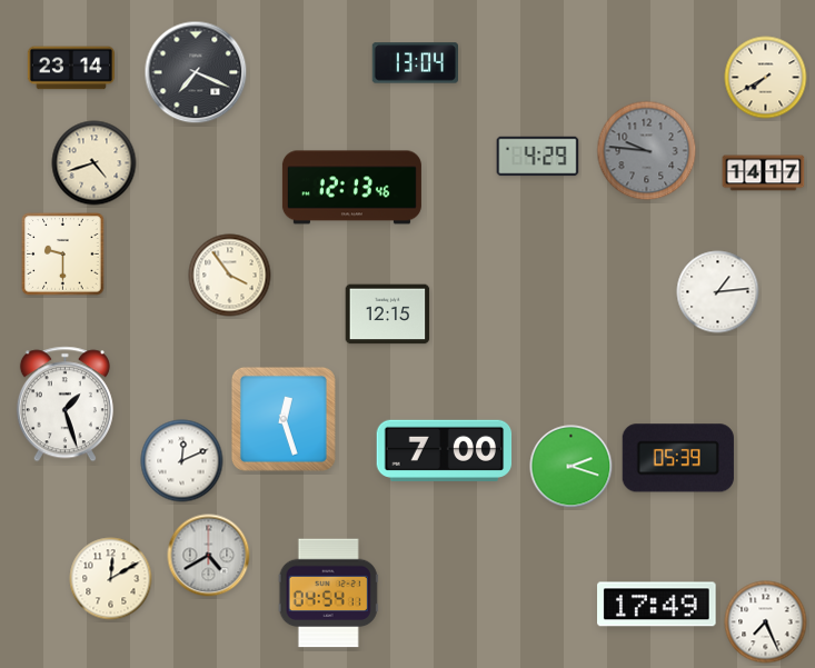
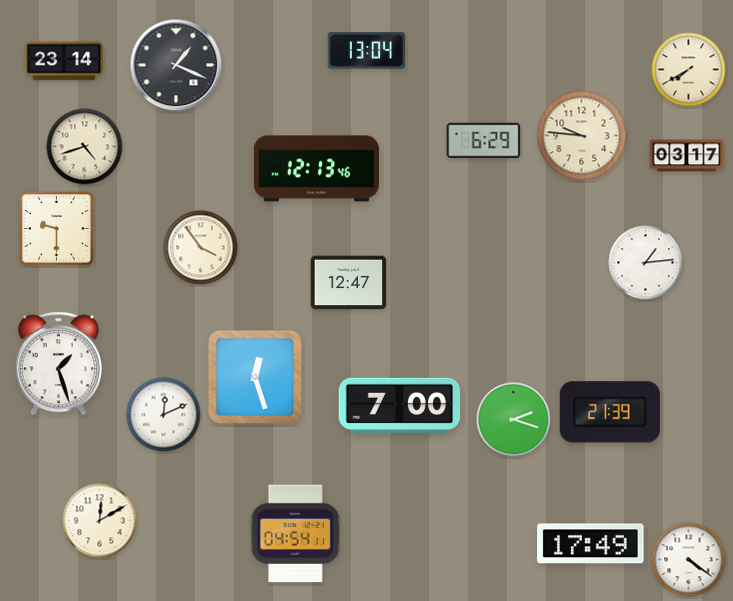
clock at (415, 63) position: (415, 63) -> (366, 51)
clock at (196, 72): 7:19 -> 1:19
clock at (647, 151) dial: grey -> cream
clock at (538, 157): 4:29 -> 6:29
clock at (764, 173): 14:17 -> 03:17
clock at (230, 276) position: (230, 276) -> (201, 248)
clock at (388, 315): 12:15 -> 12:47
clock at (678, 458): 05:39 -> 21:39
clock at (209, 556): 4:40 -> none
clock at (766, 622): 7:26 -> 4:21
